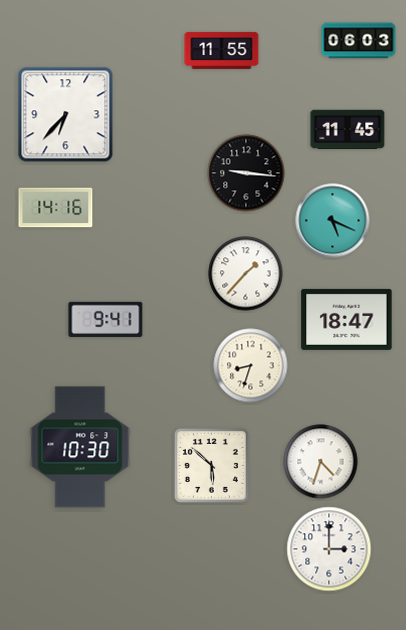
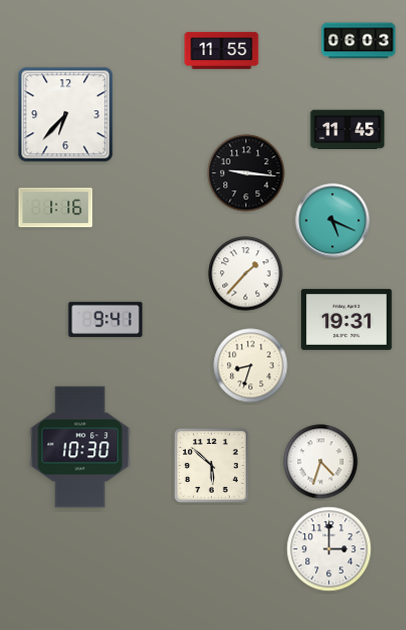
clock at (56, 208): 14:16 -> 1:16
clock at (347, 319): 18:47 -> 19:31
